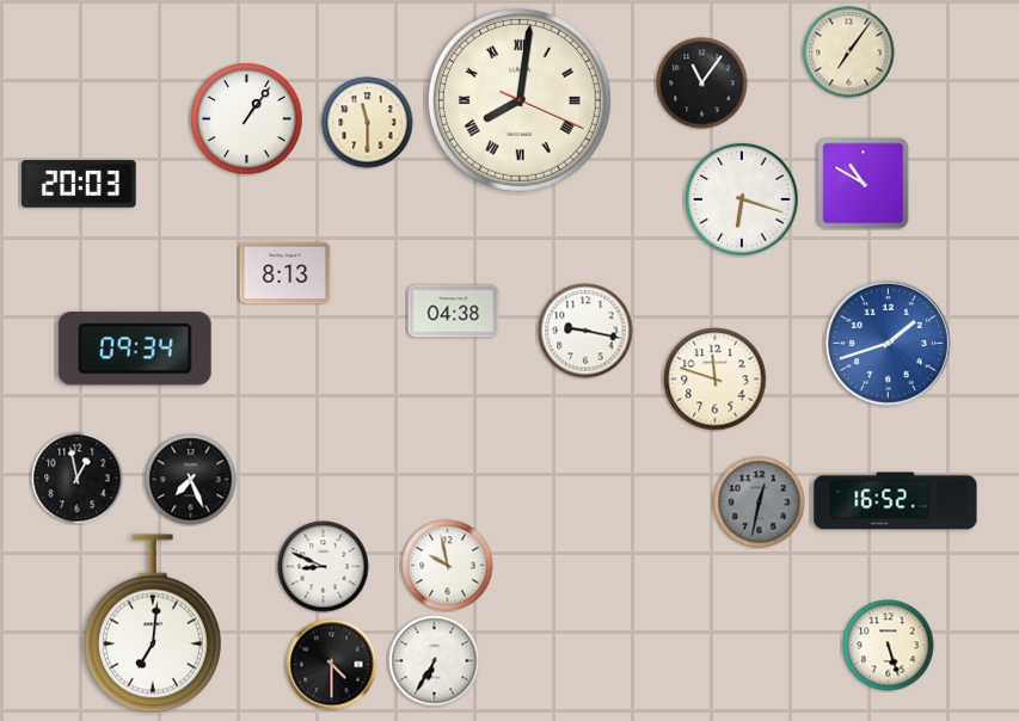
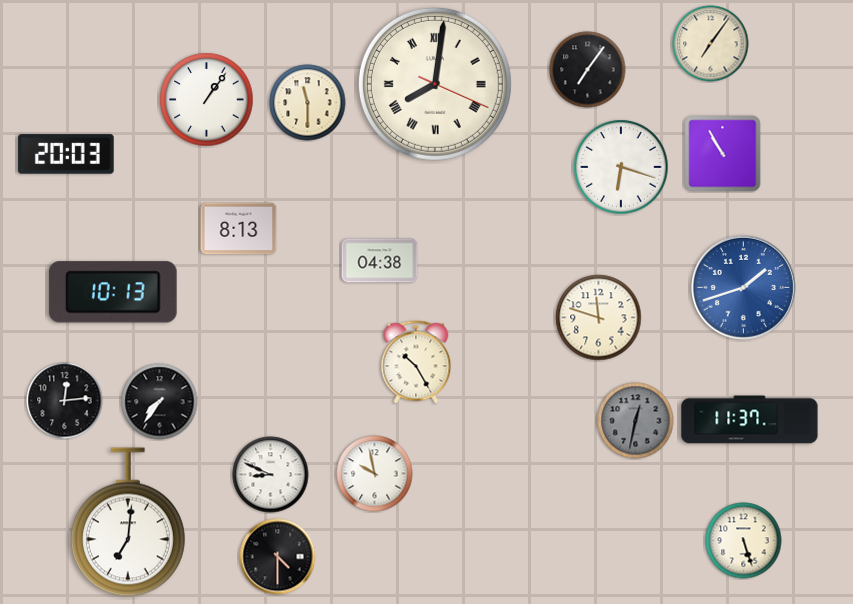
clock at (702, 84): 11:06 -> 7:06
clock at (864, 184): 10:50 -> 10:55
clock at (585, 331): 9:17 -> none
clock at (135, 349): 09:34 -> 10:13
clock at (416, 362): none -> 10:25
clock at (78, 479): 12:58 -> 12:14
clock at (191, 480): 7:26 -> 7:36
clock at (896, 501): 16:52 -> 11:37
clock at (435, 661): 6:35 -> none
